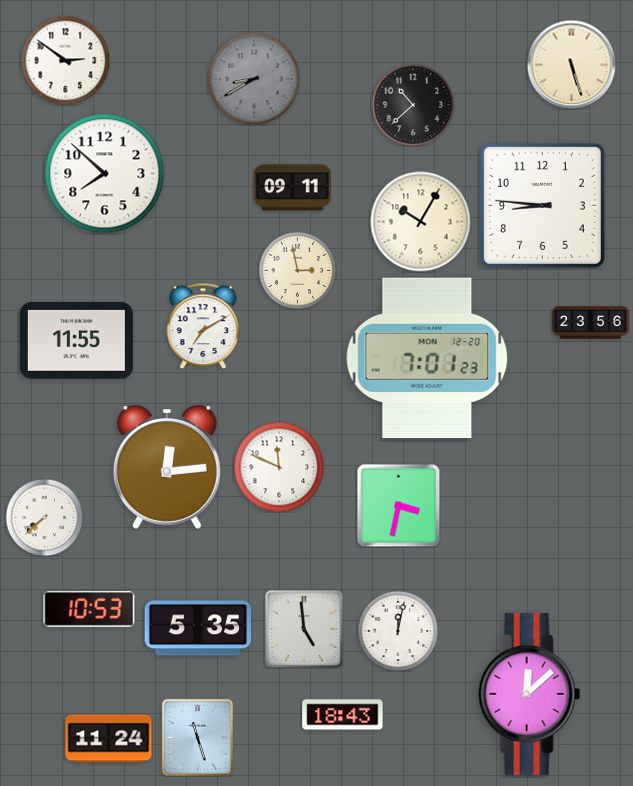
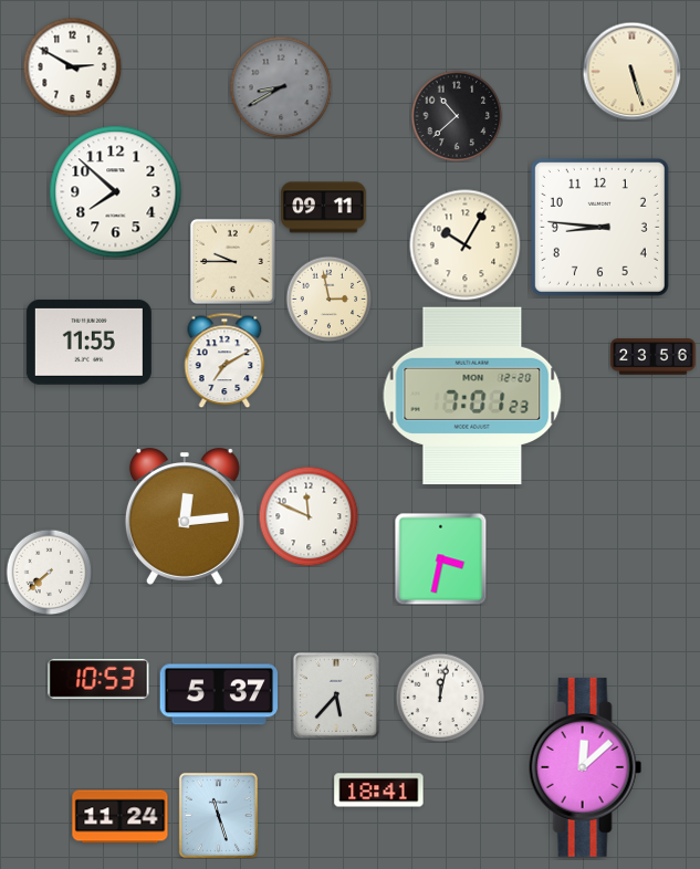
clock at (65, 60): 2:51 -> 2:50
clock at (232, 261): none -> 9:45
clock at (76, 340) position: (76, 340) -> (88, 342)
clock at (89, 609) position: (89, 609) -> (98, 679)
clock at (198, 628): 5:35 -> 5:37
clock at (304, 629): 4:59 -> 5:37
clock at (343, 715): 18:43 -> 18:41
